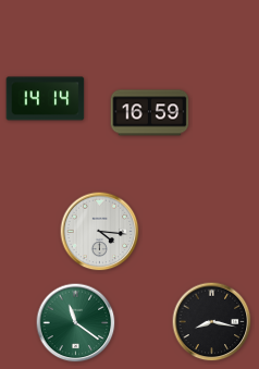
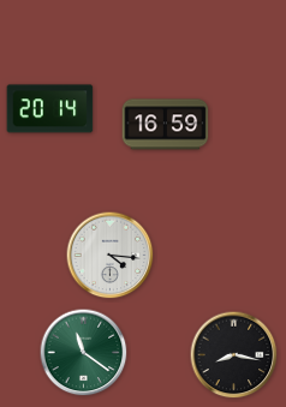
clock at (46, 99): 14:14 -> 20:14
clock at (76, 323) position: (76, 323) -> (84, 353)
